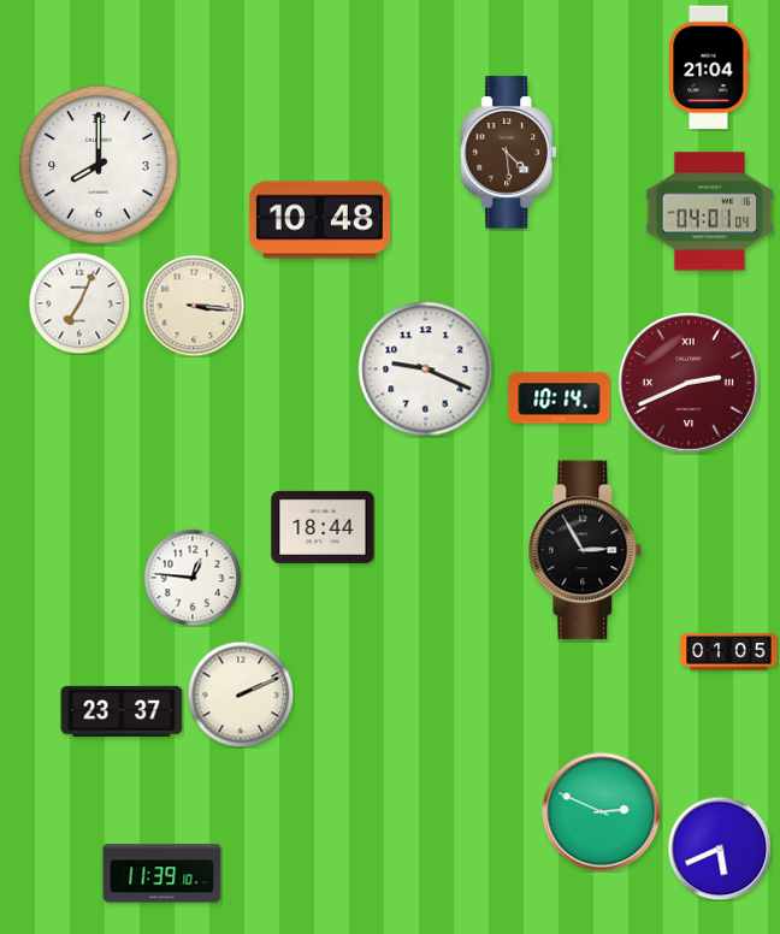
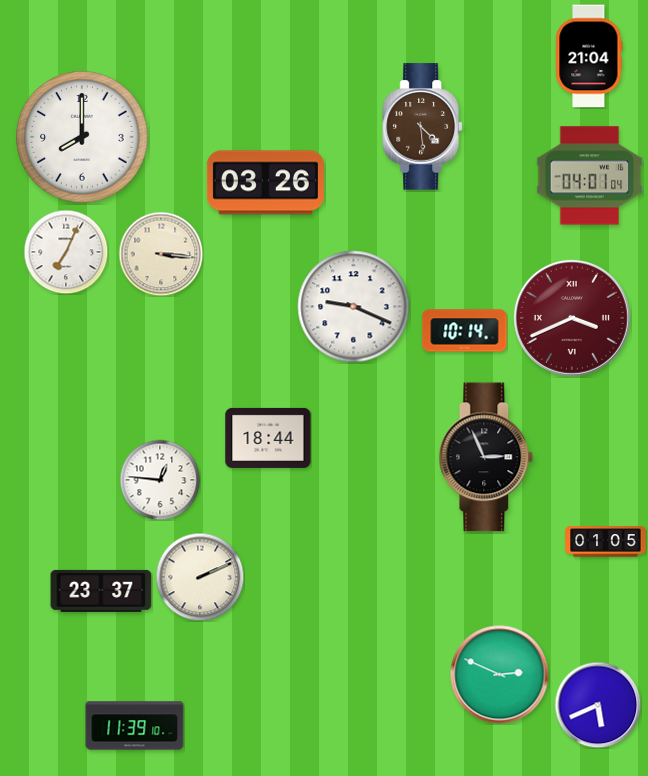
clock at (319, 220): 10:48 -> 03:26
clock at (689, 383): 2:41 -> 3:41
clock at (585, 550): 2:55 -> 2:56
